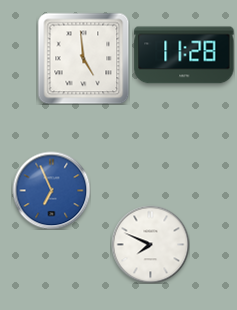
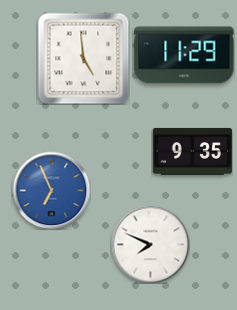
clock at (184, 55): 11:28 -> 11:29
clock at (192, 151): none -> 9:35
